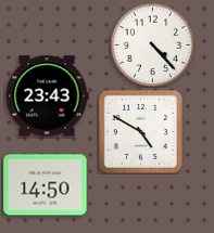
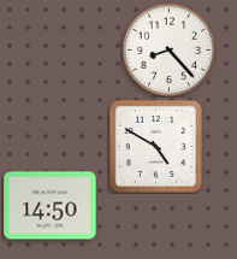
clock at (152, 44): 4:23 -> 8:23
clock at (47, 96): 23:43 -> none
